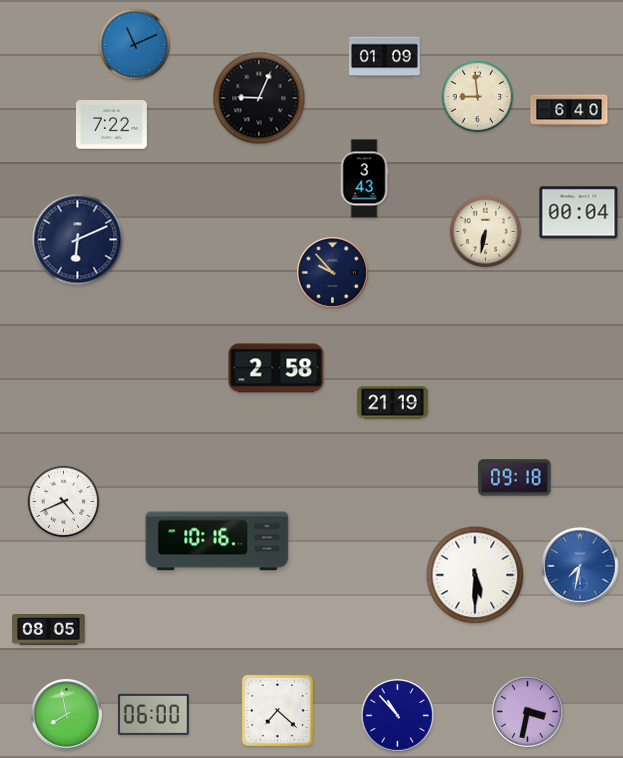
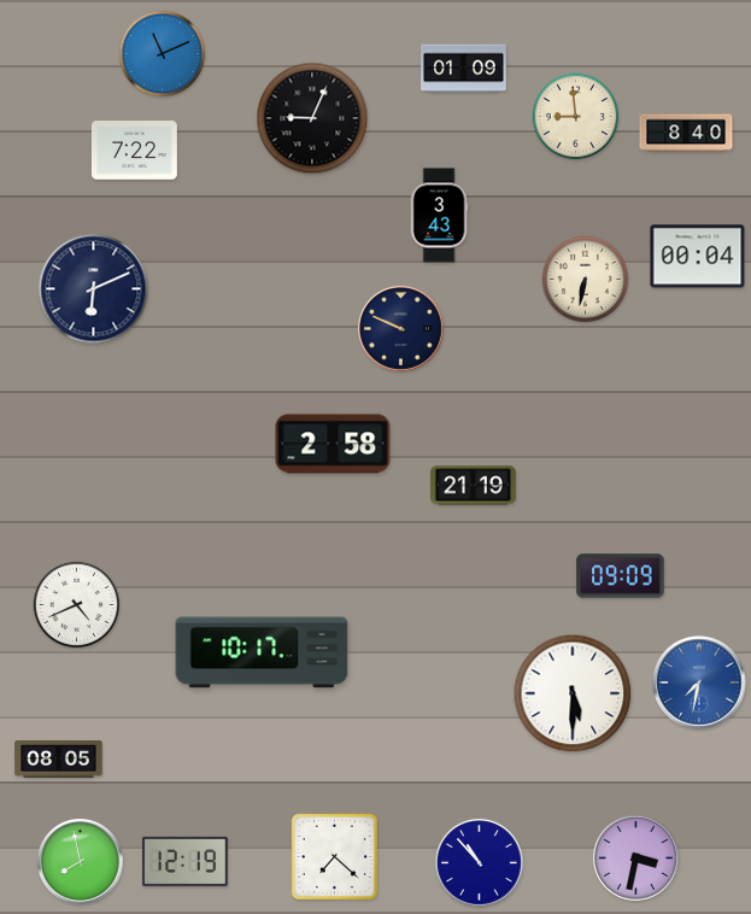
clock at (569, 110): 6:40 -> 8:40
clock at (333, 273): 9:53 -> 9:49
clock at (515, 478): 09:18 -> 09:09
clock at (217, 541): 10:16 -> 10:17
clock at (153, 714): 06:00 -> 12:19
